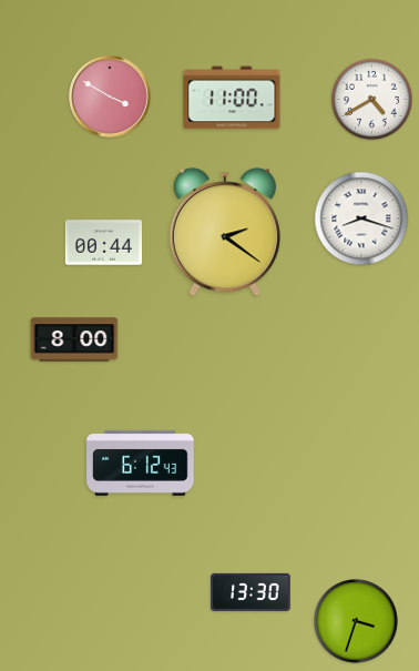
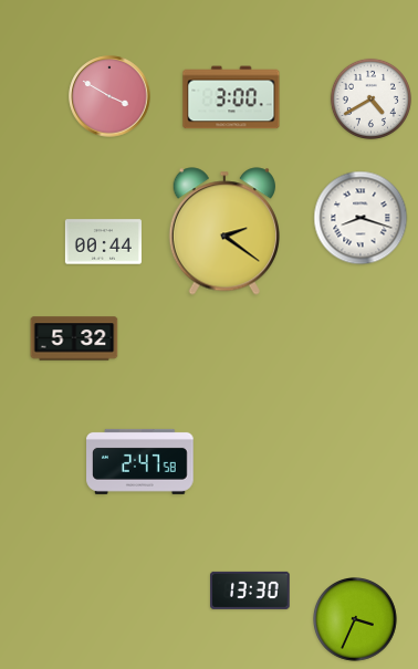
clock at (232, 98): 11:00 -> 3:00
clock at (74, 339): 8:00 -> 5:32
clock at (141, 462): 6:12 -> 2:47
clock at (357, 622): 3:33 -> 3:34
